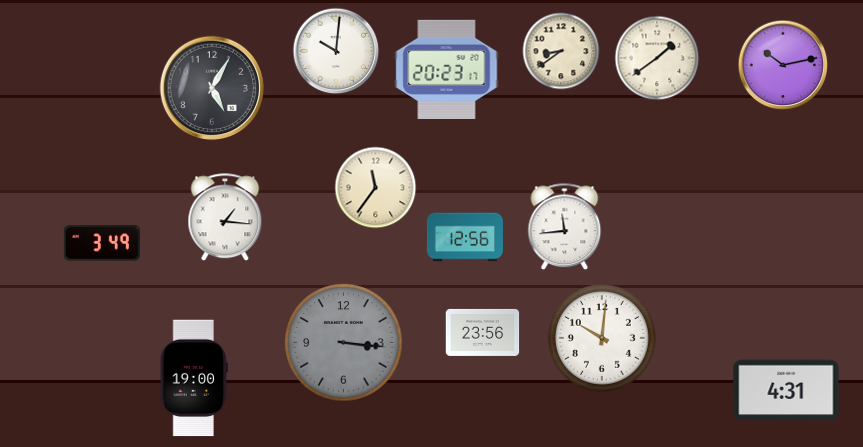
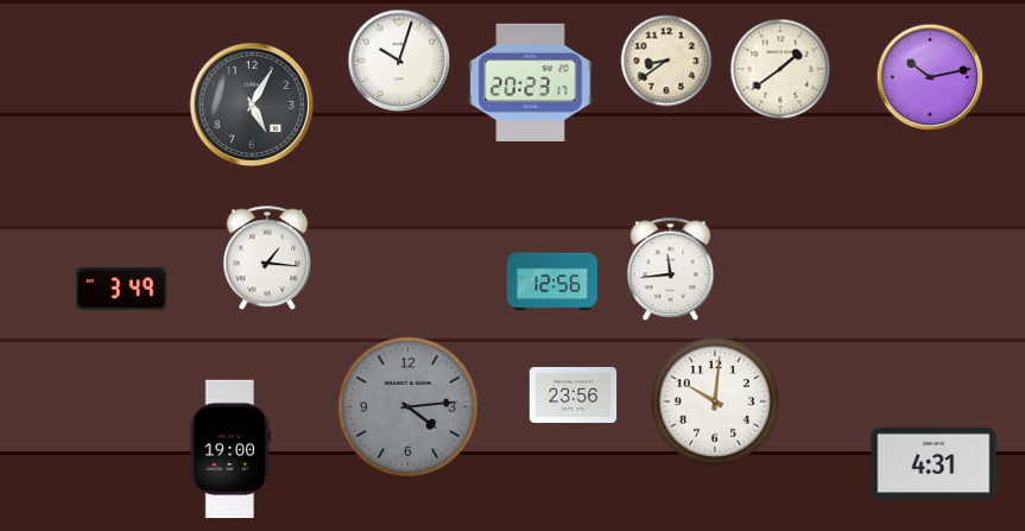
clock at (336, 51): 10:01 -> 10:03
clock at (376, 188): 11:36 -> none
clock at (344, 343): 3:16 -> 4:14
